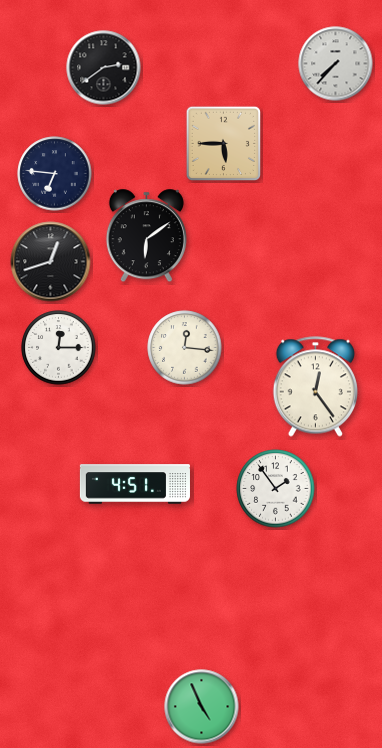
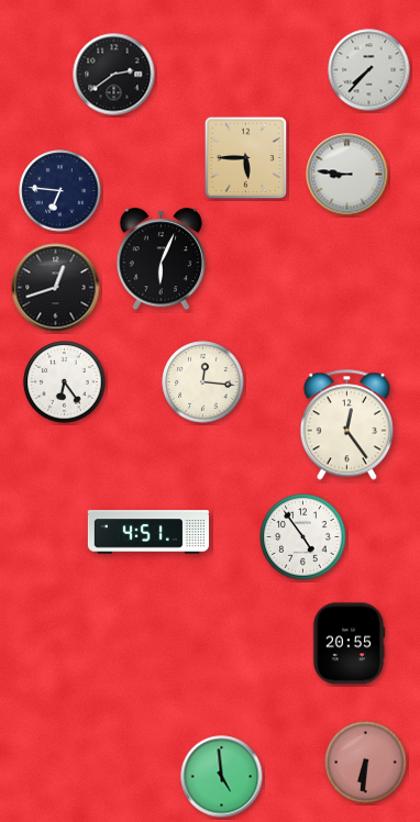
clock at (347, 175): none -> 8:46
clock at (146, 236): 6:09 -> 6:04
clock at (59, 348): 12:15 -> 6:24
clock at (276, 489): 1:54 -> 4:54
clock at (349, 644): none -> 20:55
clock at (366, 763): none -> 6:31
clock at (202, 707): 4:56 -> 4:59
